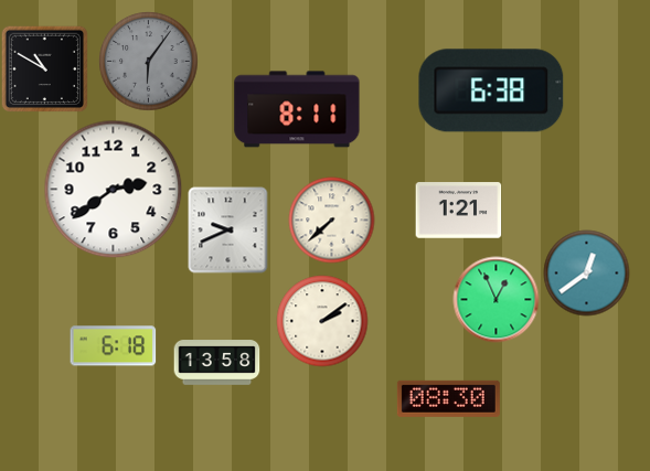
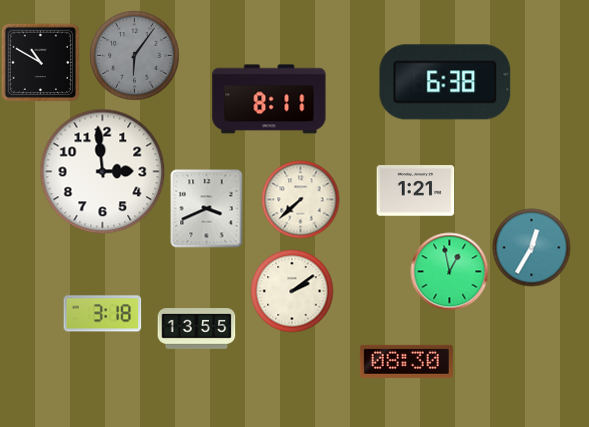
clock at (113, 189): 2:39 -> 2:59
clock at (228, 229): 9:41 -> 3:41
clock at (586, 272): 12:39 -> 12:35
clock at (496, 299): 12:56 -> 12:58
clock at (113, 346): 6:18 -> 3:18
clock at (216, 363): 13:58 -> 13:55
